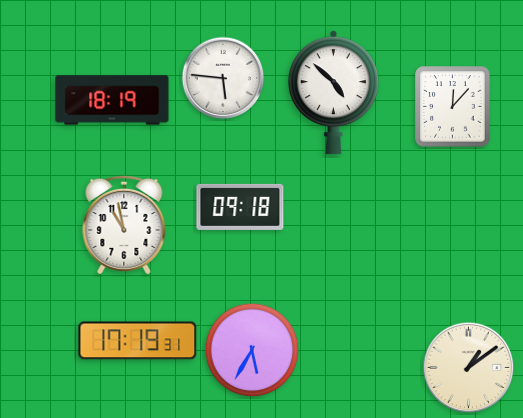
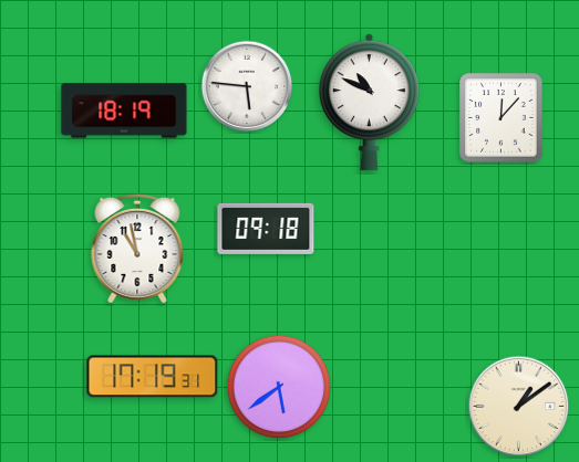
clock at (333, 93): 4:52 -> 10:49
clock at (252, 350): 5:35 -> 5:39
